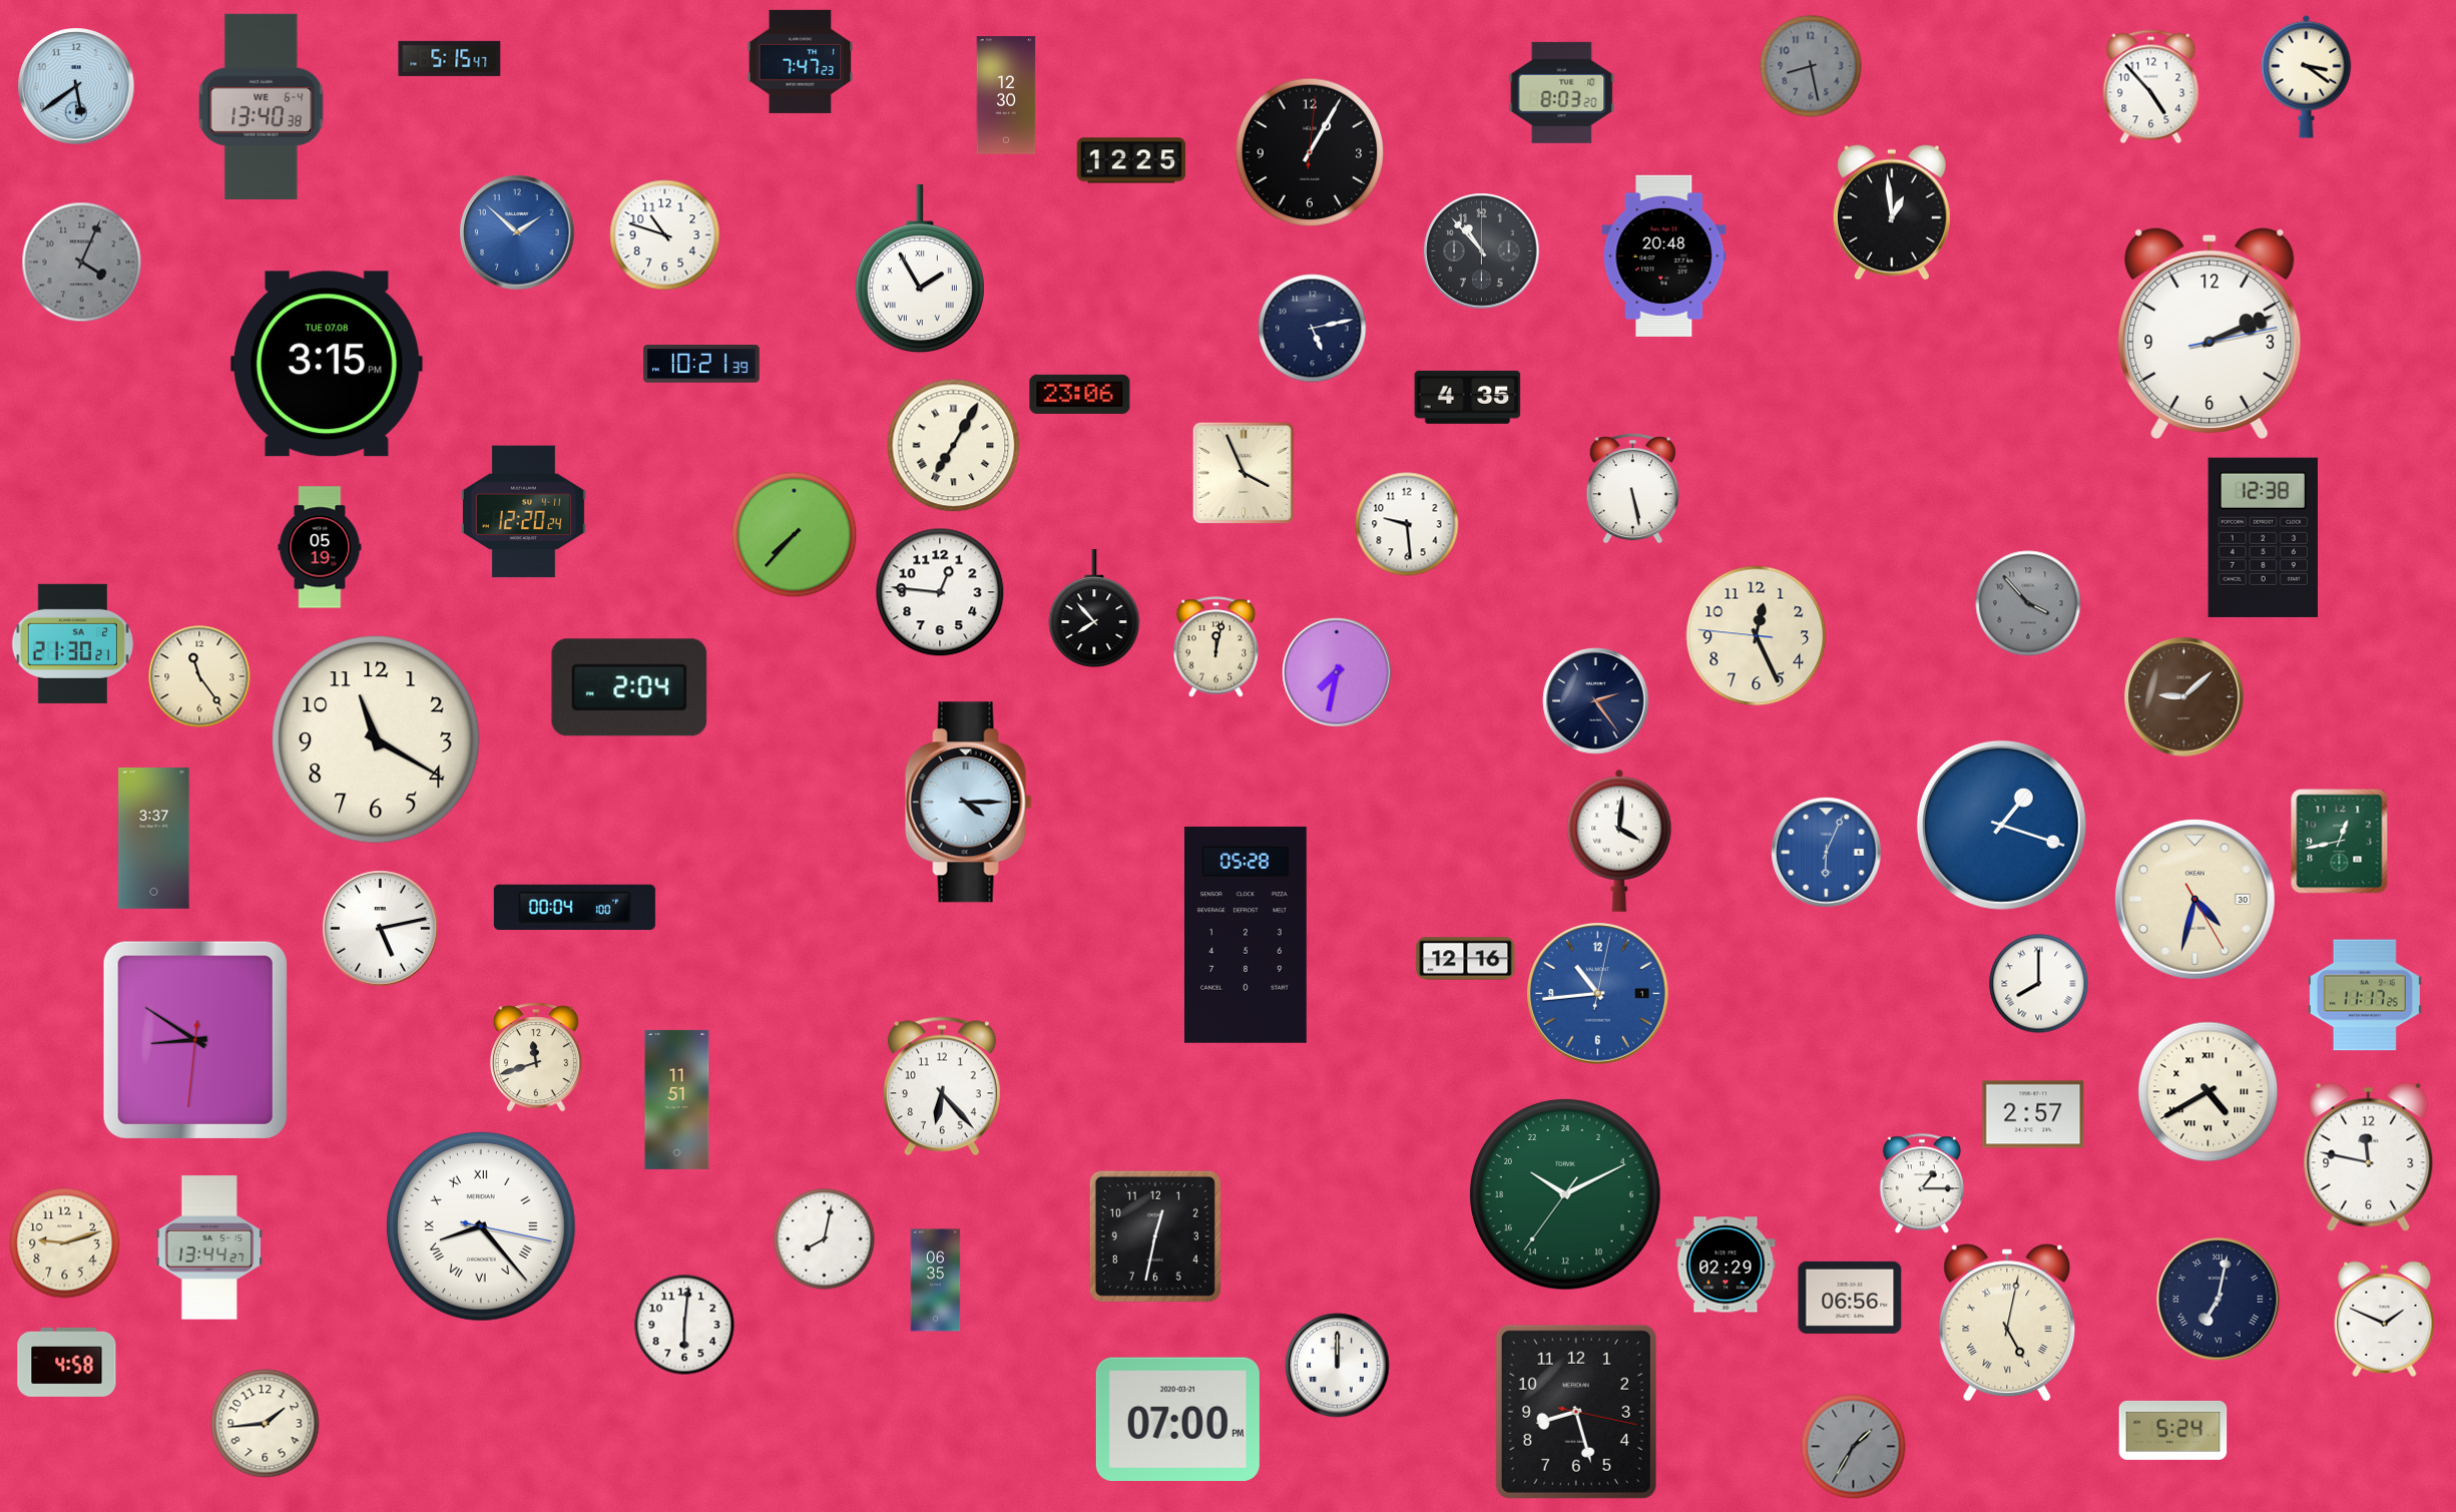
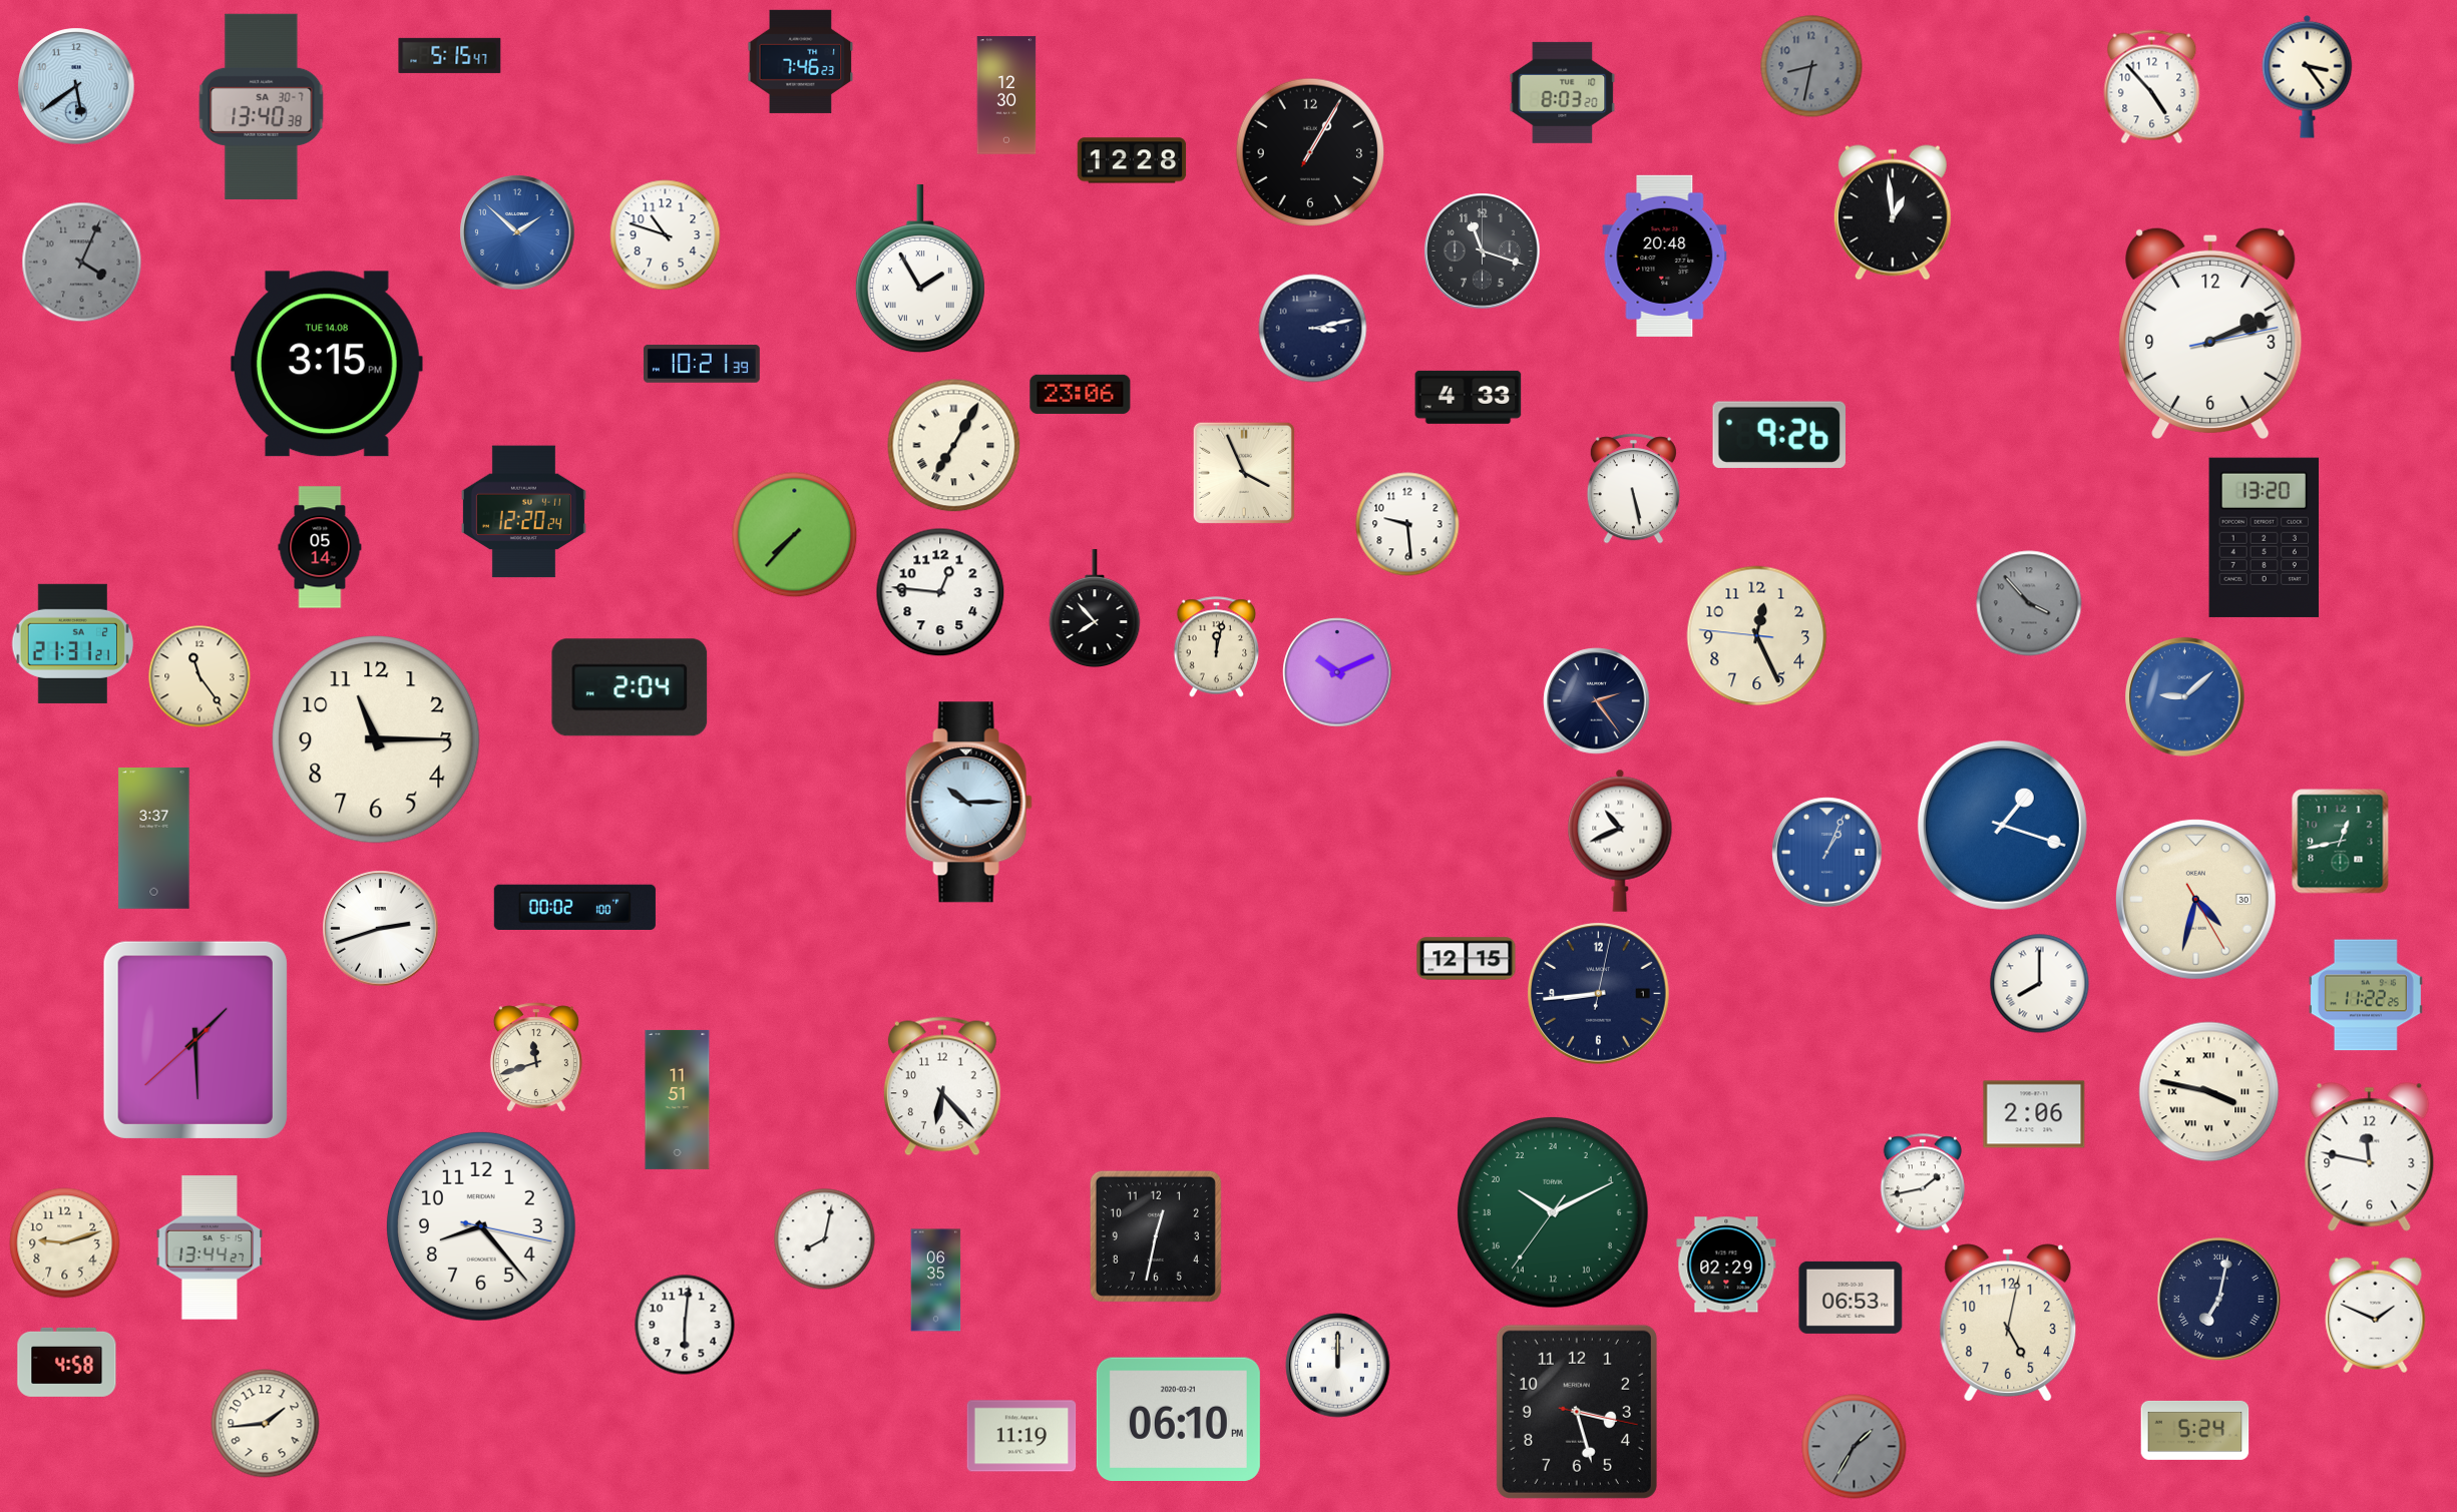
clock at (450, 58) position: (450, 58) -> (450, 55)
clock at (801, 61): 7:47 -> 7:46
clock at (1811, 66): 8:28 -> 8:32
clock at (2307, 76): 3:21 -> 3:24
clock at (262, 106) date: WE 6-4 -> SA 30-7
clock at (1310, 152): 1:05:01 -> 1:05:05
clock at (1131, 160): 12:25 -> 12:28
clock at (1482, 251): 10:53 -> 11:18
clock at (1313, 329): 5:13 -> 3:13
clock at (327, 364) date: TUE 07.08 -> TUE 14.08
clock at (1468, 397): 4:35 -> 4:33
clock at (1779, 434): none -> 9:26
clock at (2263, 537): 12:38 -> 13:20
clock at (320, 547): 05:19 -> 05:14
clock at (73, 643): 21:30 -> 21:31
clock at (1337, 672): 7:32 -> 10:11
clock at (2184, 697) dial: brown -> blue
clock at (376, 739): 11:20 -> 11:15
clock at (968, 803): 4:15 -> 10:15
clock at (1619, 841): 4:01 -> 10:41
clock at (1827, 853): 6:04 -> 1:04
clock at (574, 907): 00:04 -> 00:02
clock at (381, 929): 5:13 -> 2:42
clock at (1246, 935): 05:28 -> none
clock at (1466, 959): 12:16 -> 12:15
clock at (1598, 994): 10:44 -> 8:44
clock at (1598, 994) dial: blue -> navy
clock at (2365, 995): 11:17 -> 11:22
clock at (195, 1040): 8:50 -> 1:29
clock at (2208, 1092): 4:40 -> 3:47
clock at (2033, 1114): 2:57 -> 2:06
clock at (1922, 1183): 1:15 -> 1:43
clock at (1565, 1194) position: (1565, 1194) -> (1553, 1212)
clock at (481, 1226) numerals: Roman -> Arabic
clock at (1850, 1298): 06:56 -> 06:53
clock at (2385, 1319) position: (2385, 1319) -> (2376, 1315)
clock at (2007, 1323) numerals: Roman -> Arabic
clock at (1576, 1412): 8:27 -> 3:27
clock at (1177, 1419): 07:00 -> 06:10
clock at (2173, 1430) position: (2173, 1430) -> (2195, 1430)
clock at (1021, 1436): none -> 11:19
